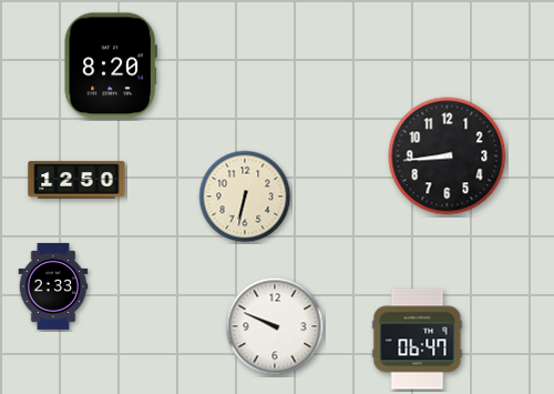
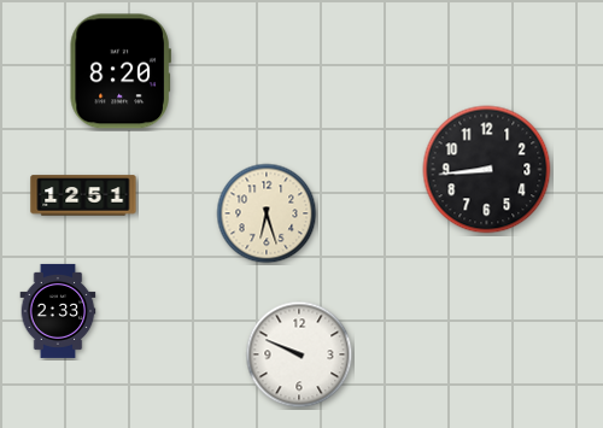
clock at (76, 180): 12:50 -> 12:51
clock at (245, 196): 6:32 -> 6:27
clock at (418, 340): 06:47 -> none
